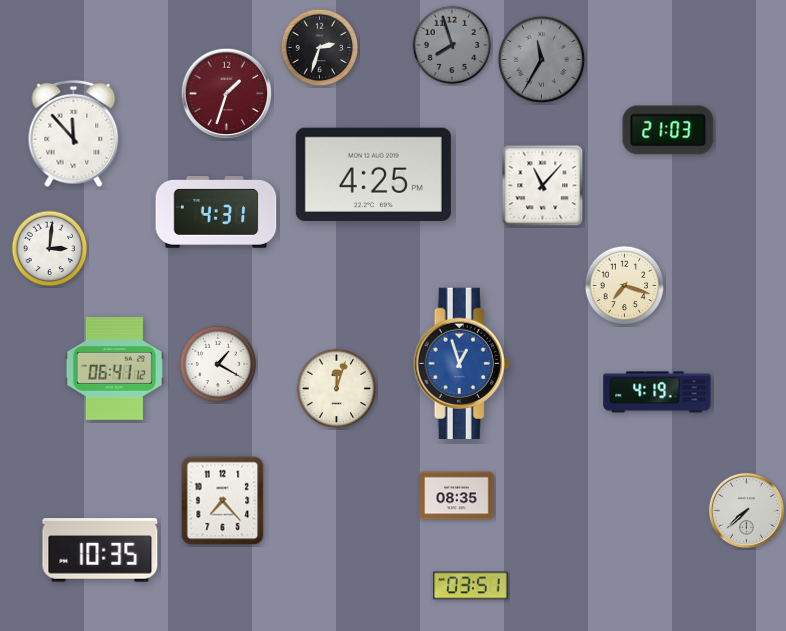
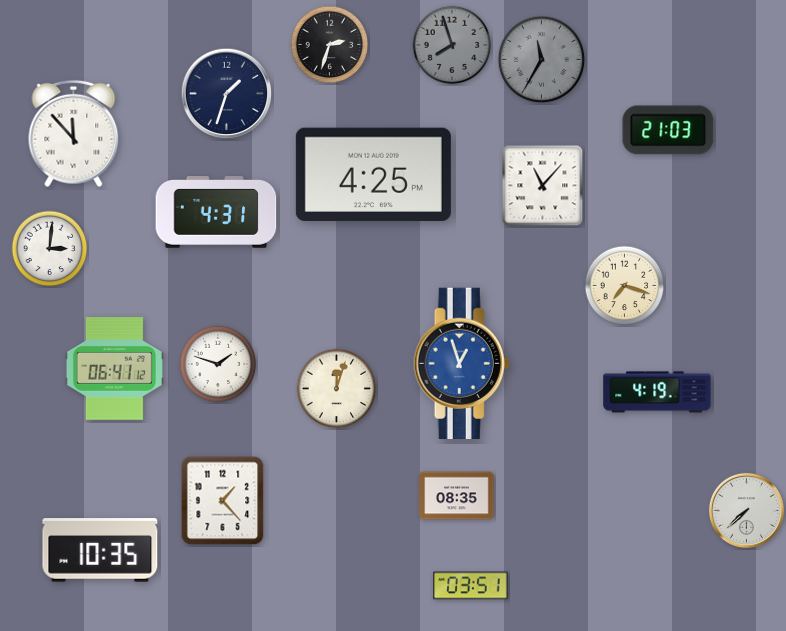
clock at (320, 48) position: (320, 48) -> (330, 45)
clock at (227, 94) dial: burgundy -> navy
clock at (218, 364): 1:20 -> 1:48
clock at (223, 501): 7:23 -> 1:23
